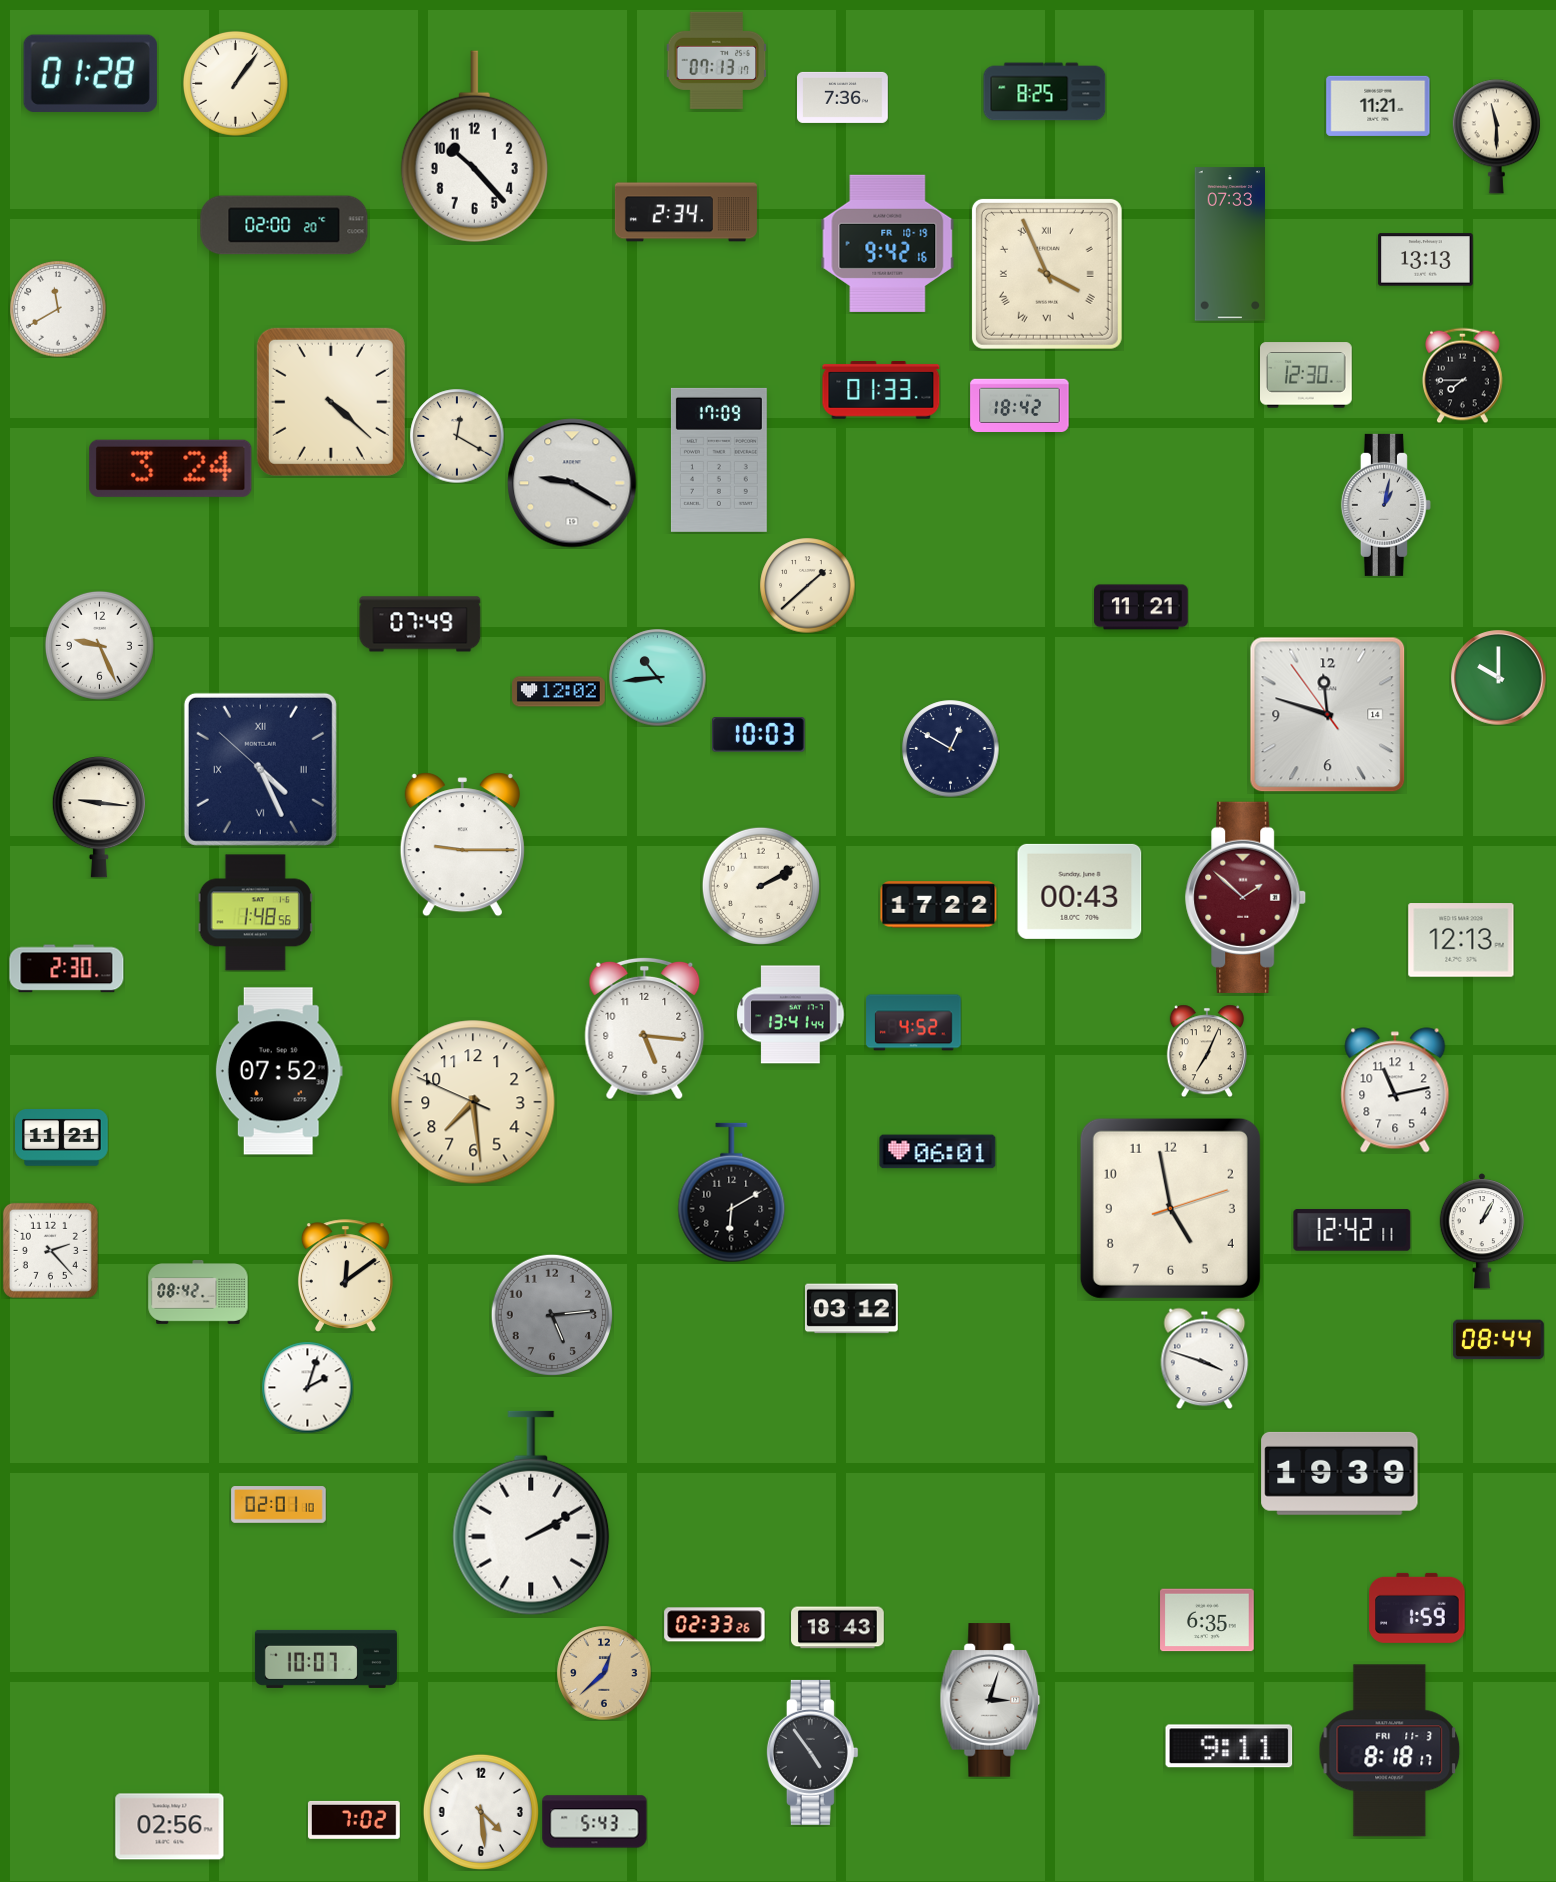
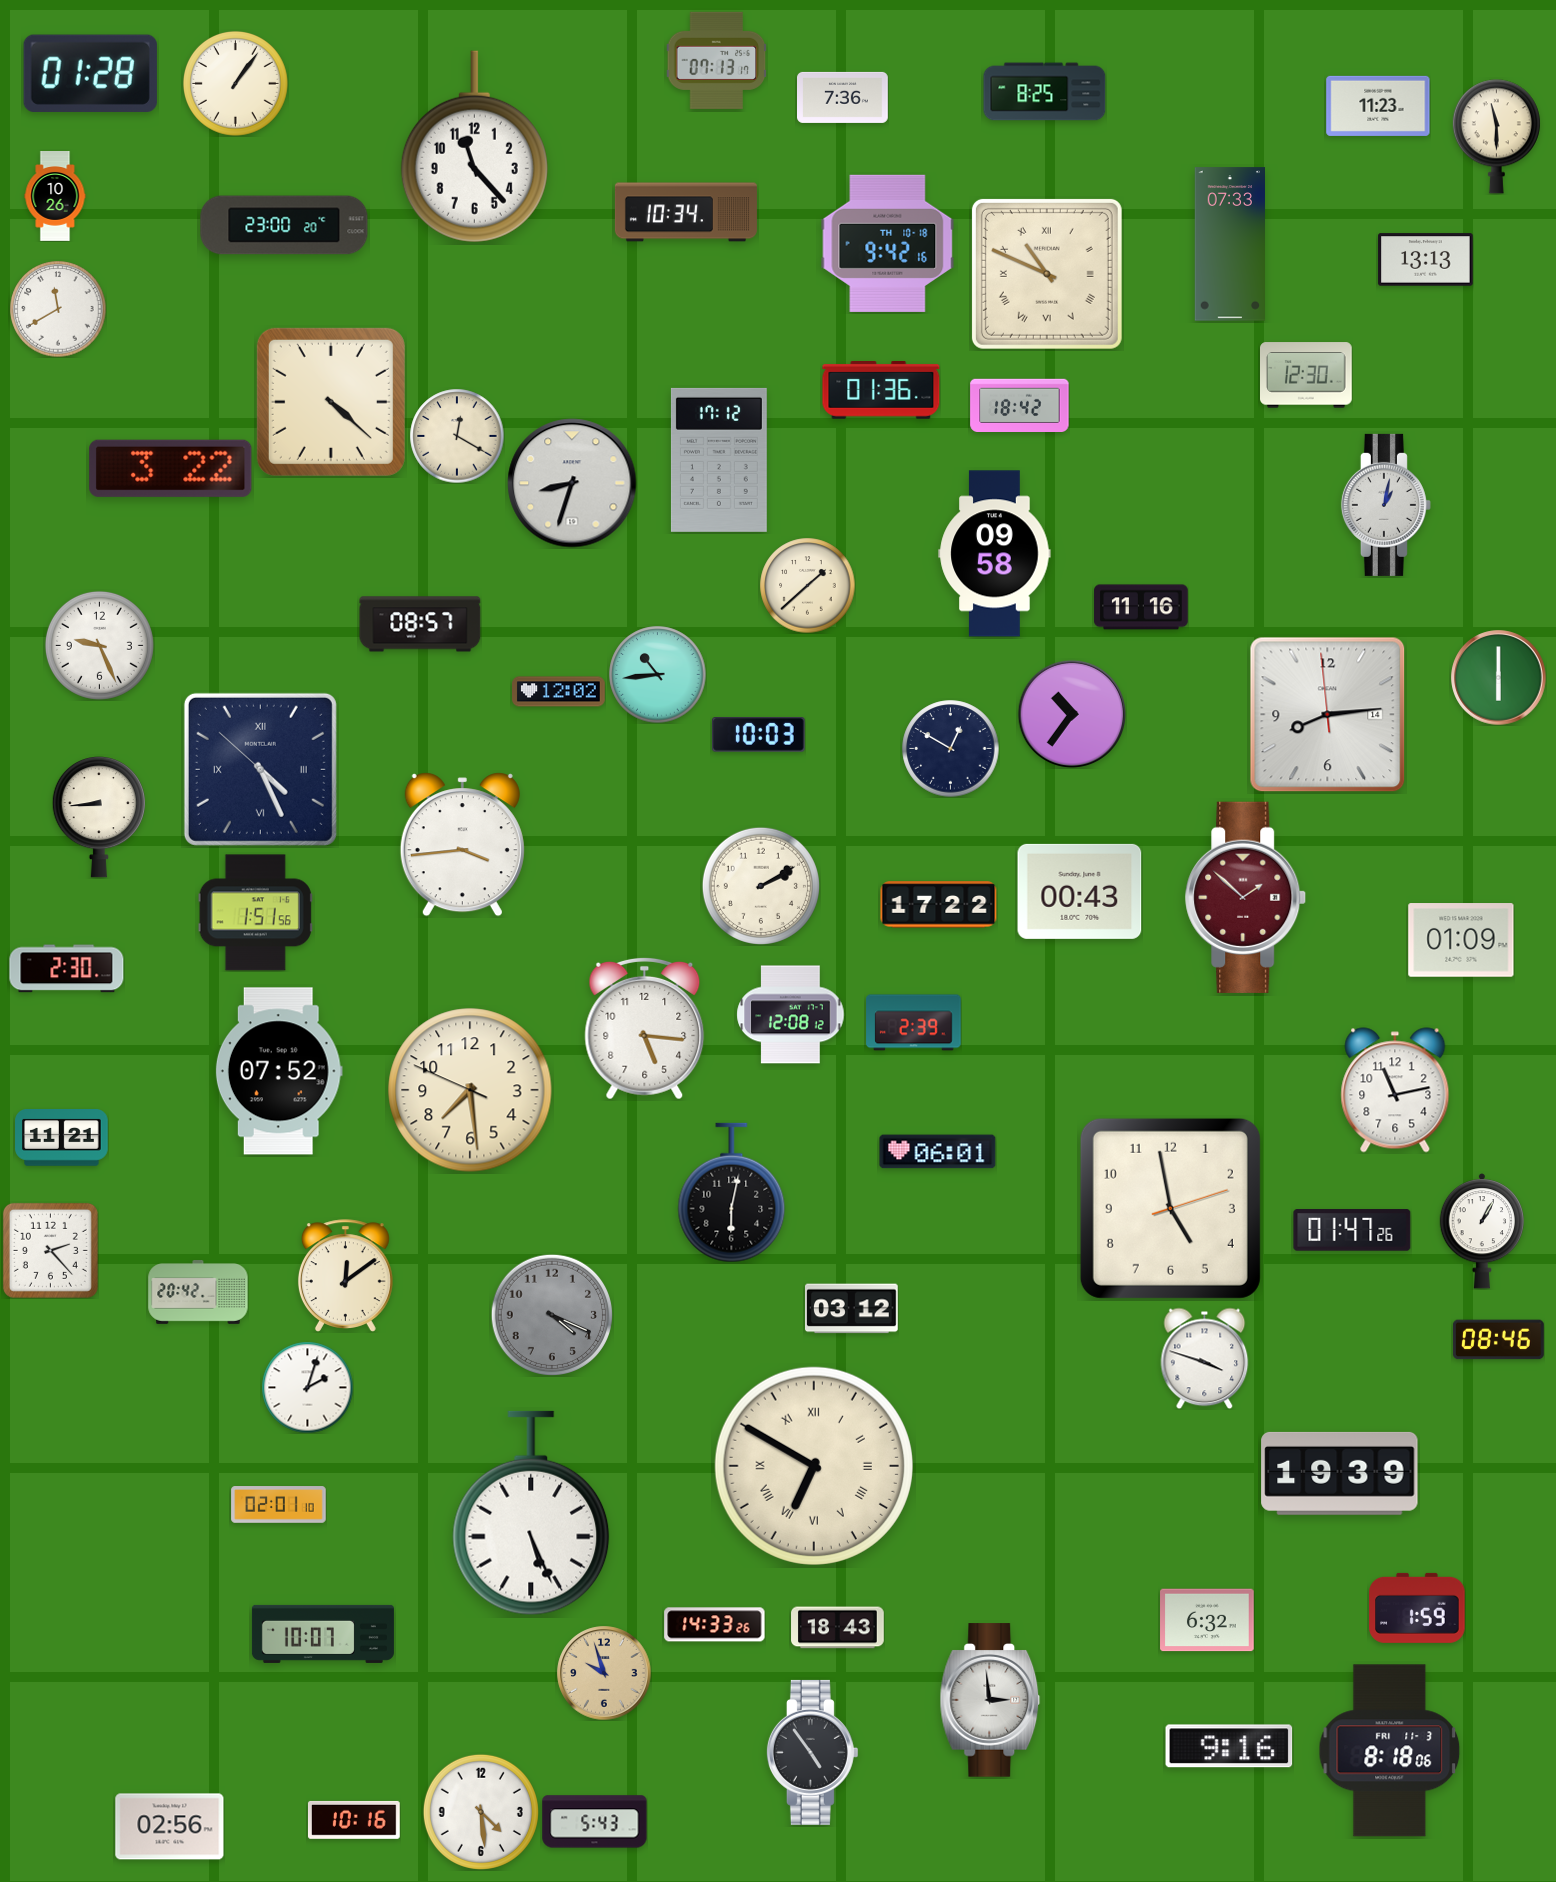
clock at (1378, 106): 11:21 -> 11:23
clock at (474, 147): 10:23 -> 11:23
clock at (55, 197): none -> 10:26
clock at (686, 212): 2:34 -> 10:34
clock at (284, 225): 02:00 -> 23:00
clock at (888, 243) date: FR 10-19 -> TH 10-18
clock at (1047, 274): 3:56 -> 10:49
clock at (1463, 375): 7:45 -> none
clock at (881, 391): 01:33 -> 01:36
clock at (719, 460): 17:09 -> 17:12
clock at (171, 468): 3:24 -> 3:22
clock at (572, 483): 9:20 -> 8:33
clock at (995, 554): none -> 09:58
clock at (1141, 607): 11:21 -> 11:16
clock at (420, 624): 07:49 -> 08:57
clock at (658, 678) position: (658, 678) -> (658, 675)
clock at (1499, 678): 10:00 -> 6:00
clock at (1072, 714): none -> 10:36
clock at (1328, 715): 11:47 -> 8:13
clock at (99, 818): 9:16 -> 8:44
clock at (462, 845): 9:15 -> 3:44
clock at (255, 913): 1:48 -> 1:51
clock at (1461, 940): 12:13 -> 01:09
clock at (791, 1015): 13:41 -> 12:08
clock at (914, 1023): 4:52 -> 2:39
clock at (1207, 1051): 7:04 -> none
clock at (473, 1102) position: (473, 1102) -> (470, 1090)
clock at (732, 1193): 6:10 -> 6:02
clock at (1352, 1230): 12:42 -> 01:47
clock at (198, 1293): 08:42 -> 20:42
clock at (551, 1314): 5:14 -> 4:19
clock at (1498, 1340): 08:44 -> 08:46
clock at (814, 1466): none -> 6:50
clock at (531, 1513): 2:10 -> 5:26
clock at (1207, 1620): 6:35 -> 6:32
clock at (715, 1625): 02:33 -> 14:33
clock at (326, 1659) position: (326, 1659) -> (323, 1634)
clock at (604, 1673): 12:38 -> 9:57
clock at (990, 1700): 3:03 -> 2:59
clock at (1229, 1746): 9:11 -> 9:16
clock at (1390, 1751): 8:18:17 -> 8:18:06
clock at (354, 1820): 7:02 -> 10:16
